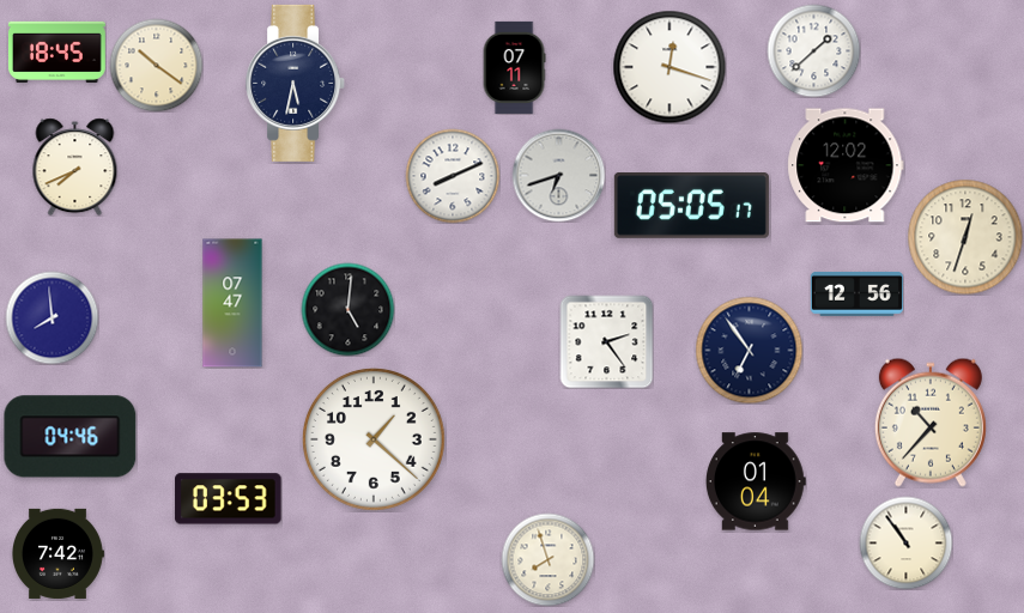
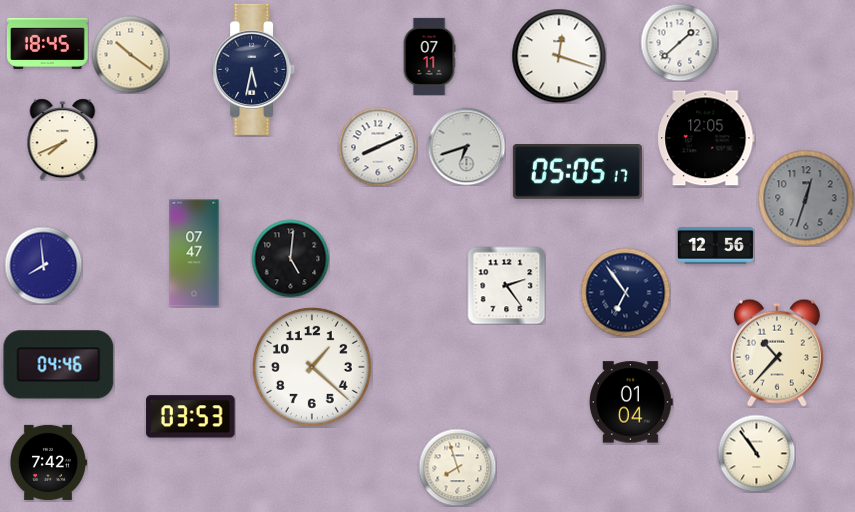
clock at (296, 83) position: (296, 83) -> (254, 69)
clock at (846, 165): 12:02 -> 12:05
clock at (965, 237) dial: cream -> grey
